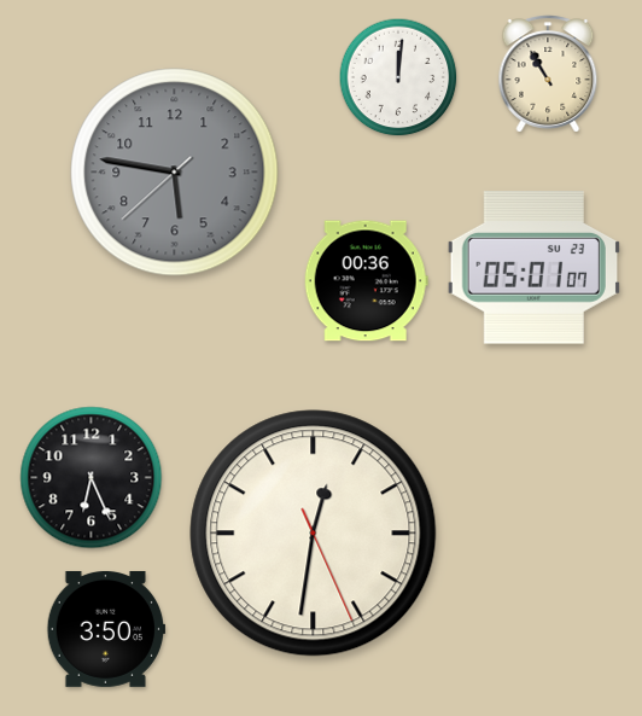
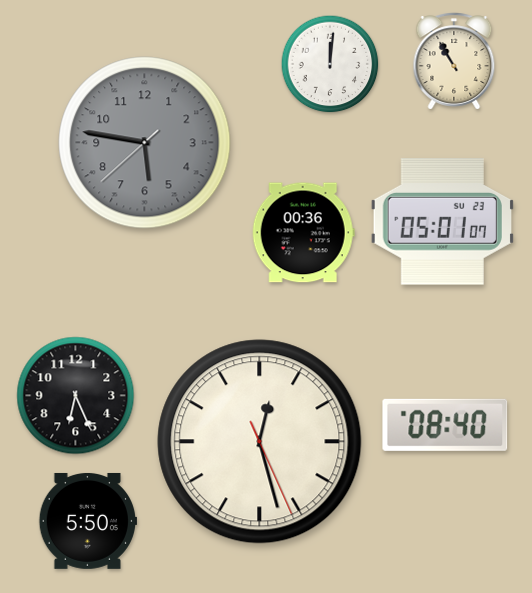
clock at (445, 425): none -> 08:40
clock at (314, 534): 12:31 -> 12:27
clock at (105, 629): 3:50 -> 5:50
